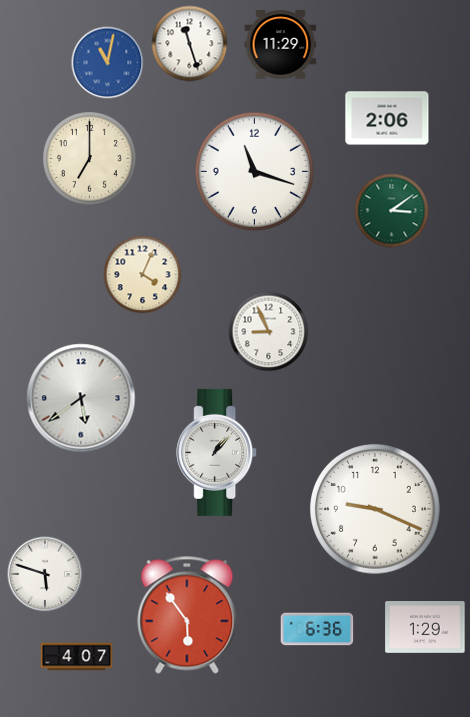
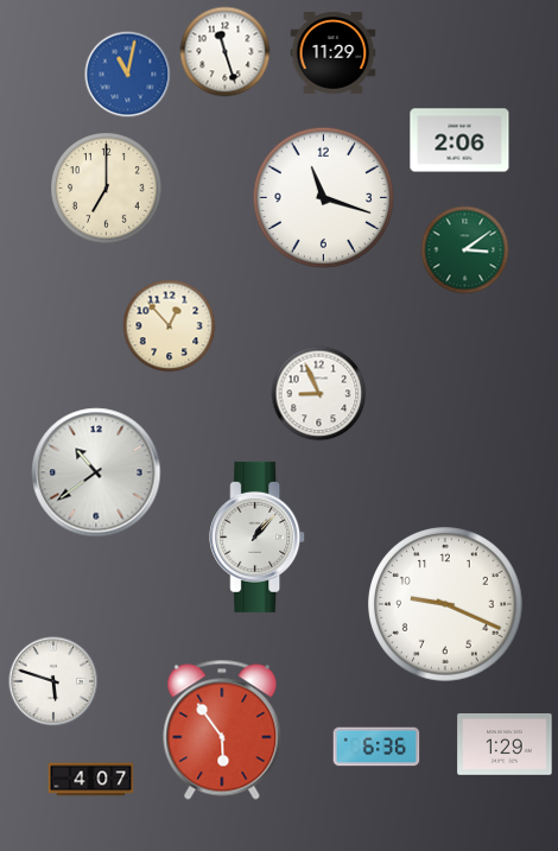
clock at (255, 172) position: (255, 172) -> (324, 198)
clock at (143, 275): 4:04 -> 12:53
clock at (81, 398): 5:39 -> 10:39
